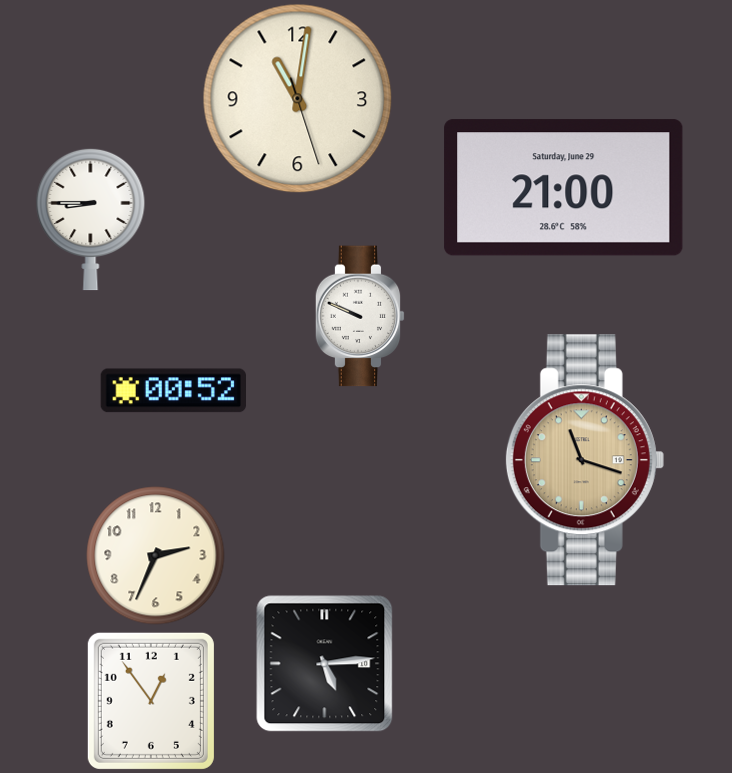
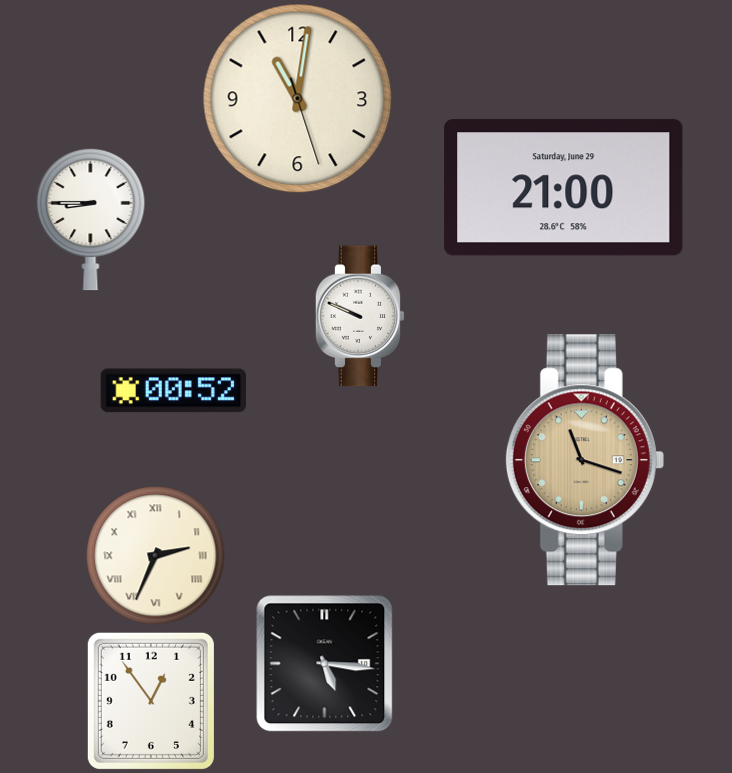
clock at (156, 556) numerals: Arabic -> Roman
clock at (325, 664): 5:14 -> 5:16
